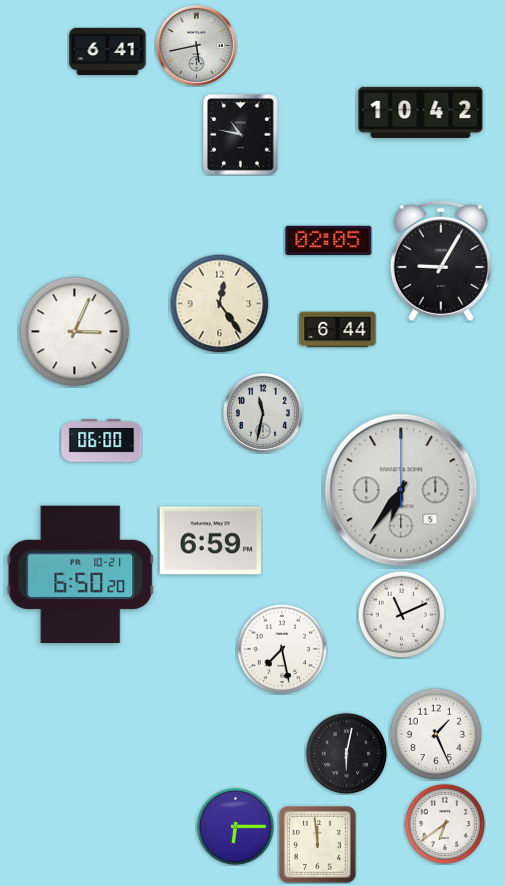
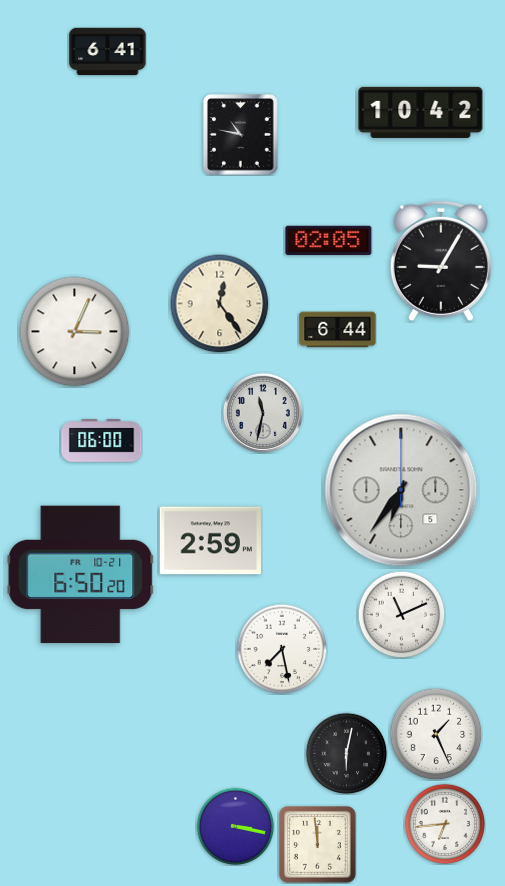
clock at (196, 45): 5:43 -> none
clock at (210, 541): 6:59 -> 2:59
clock at (445, 824): 6:39 -> 6:44
clock at (235, 826): 6:15 -> 3:17
